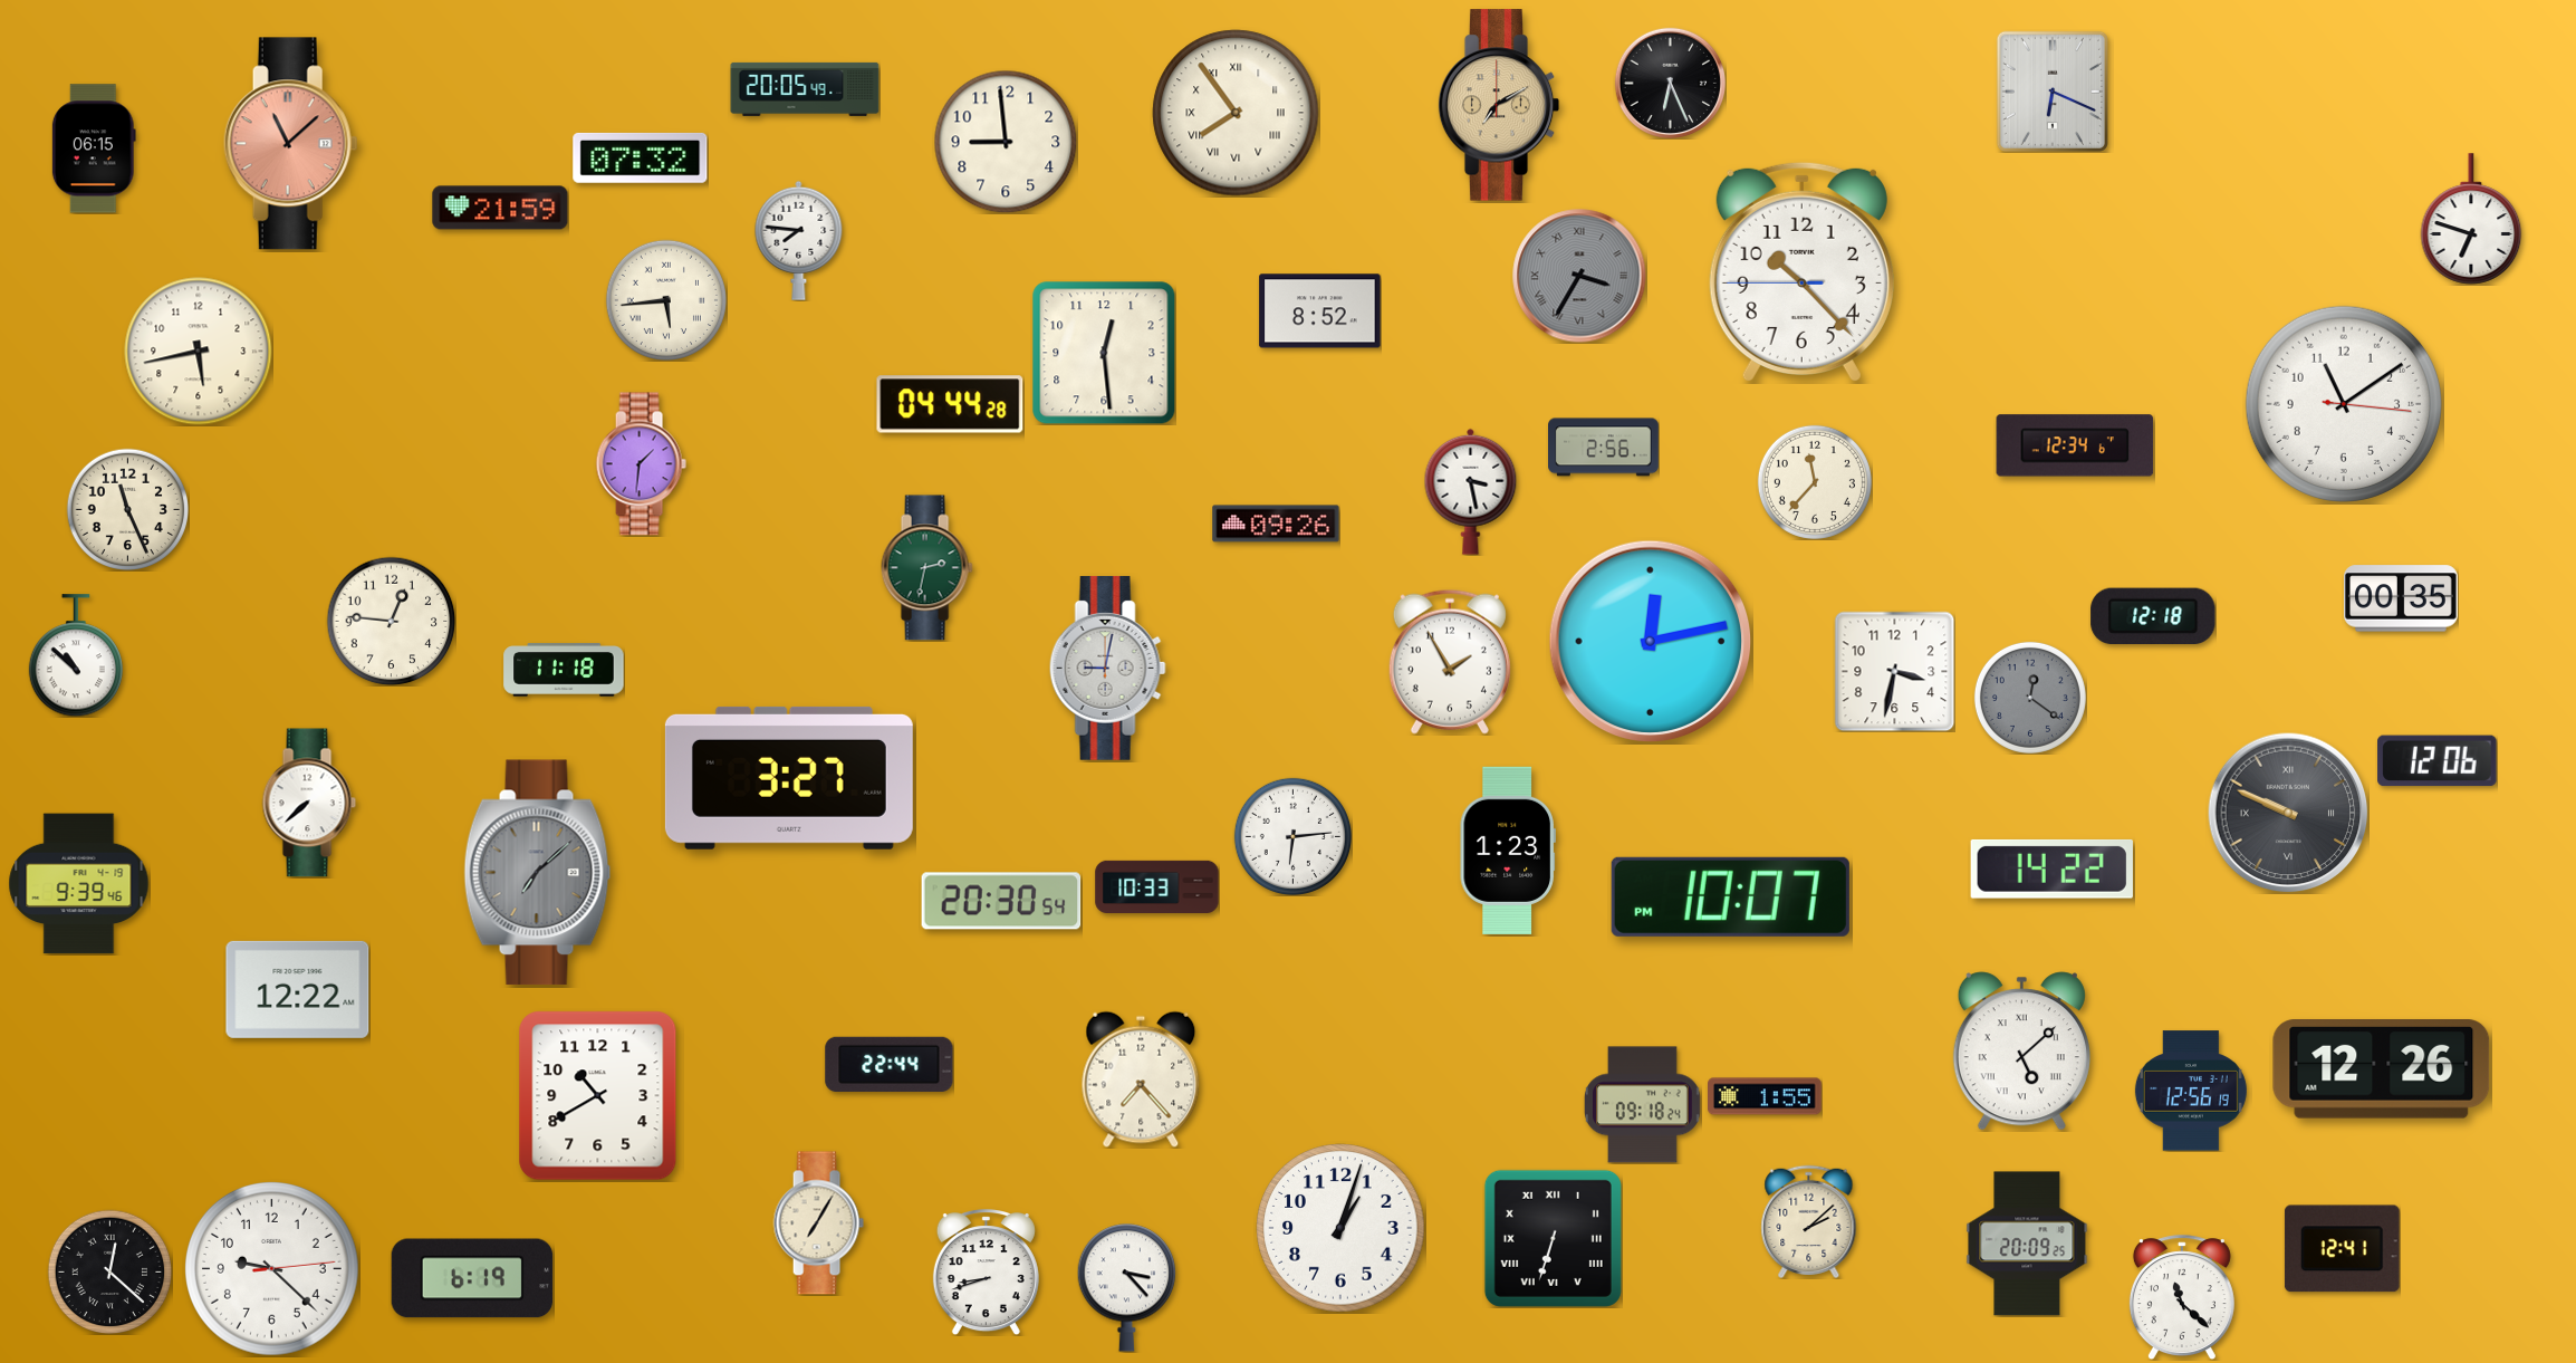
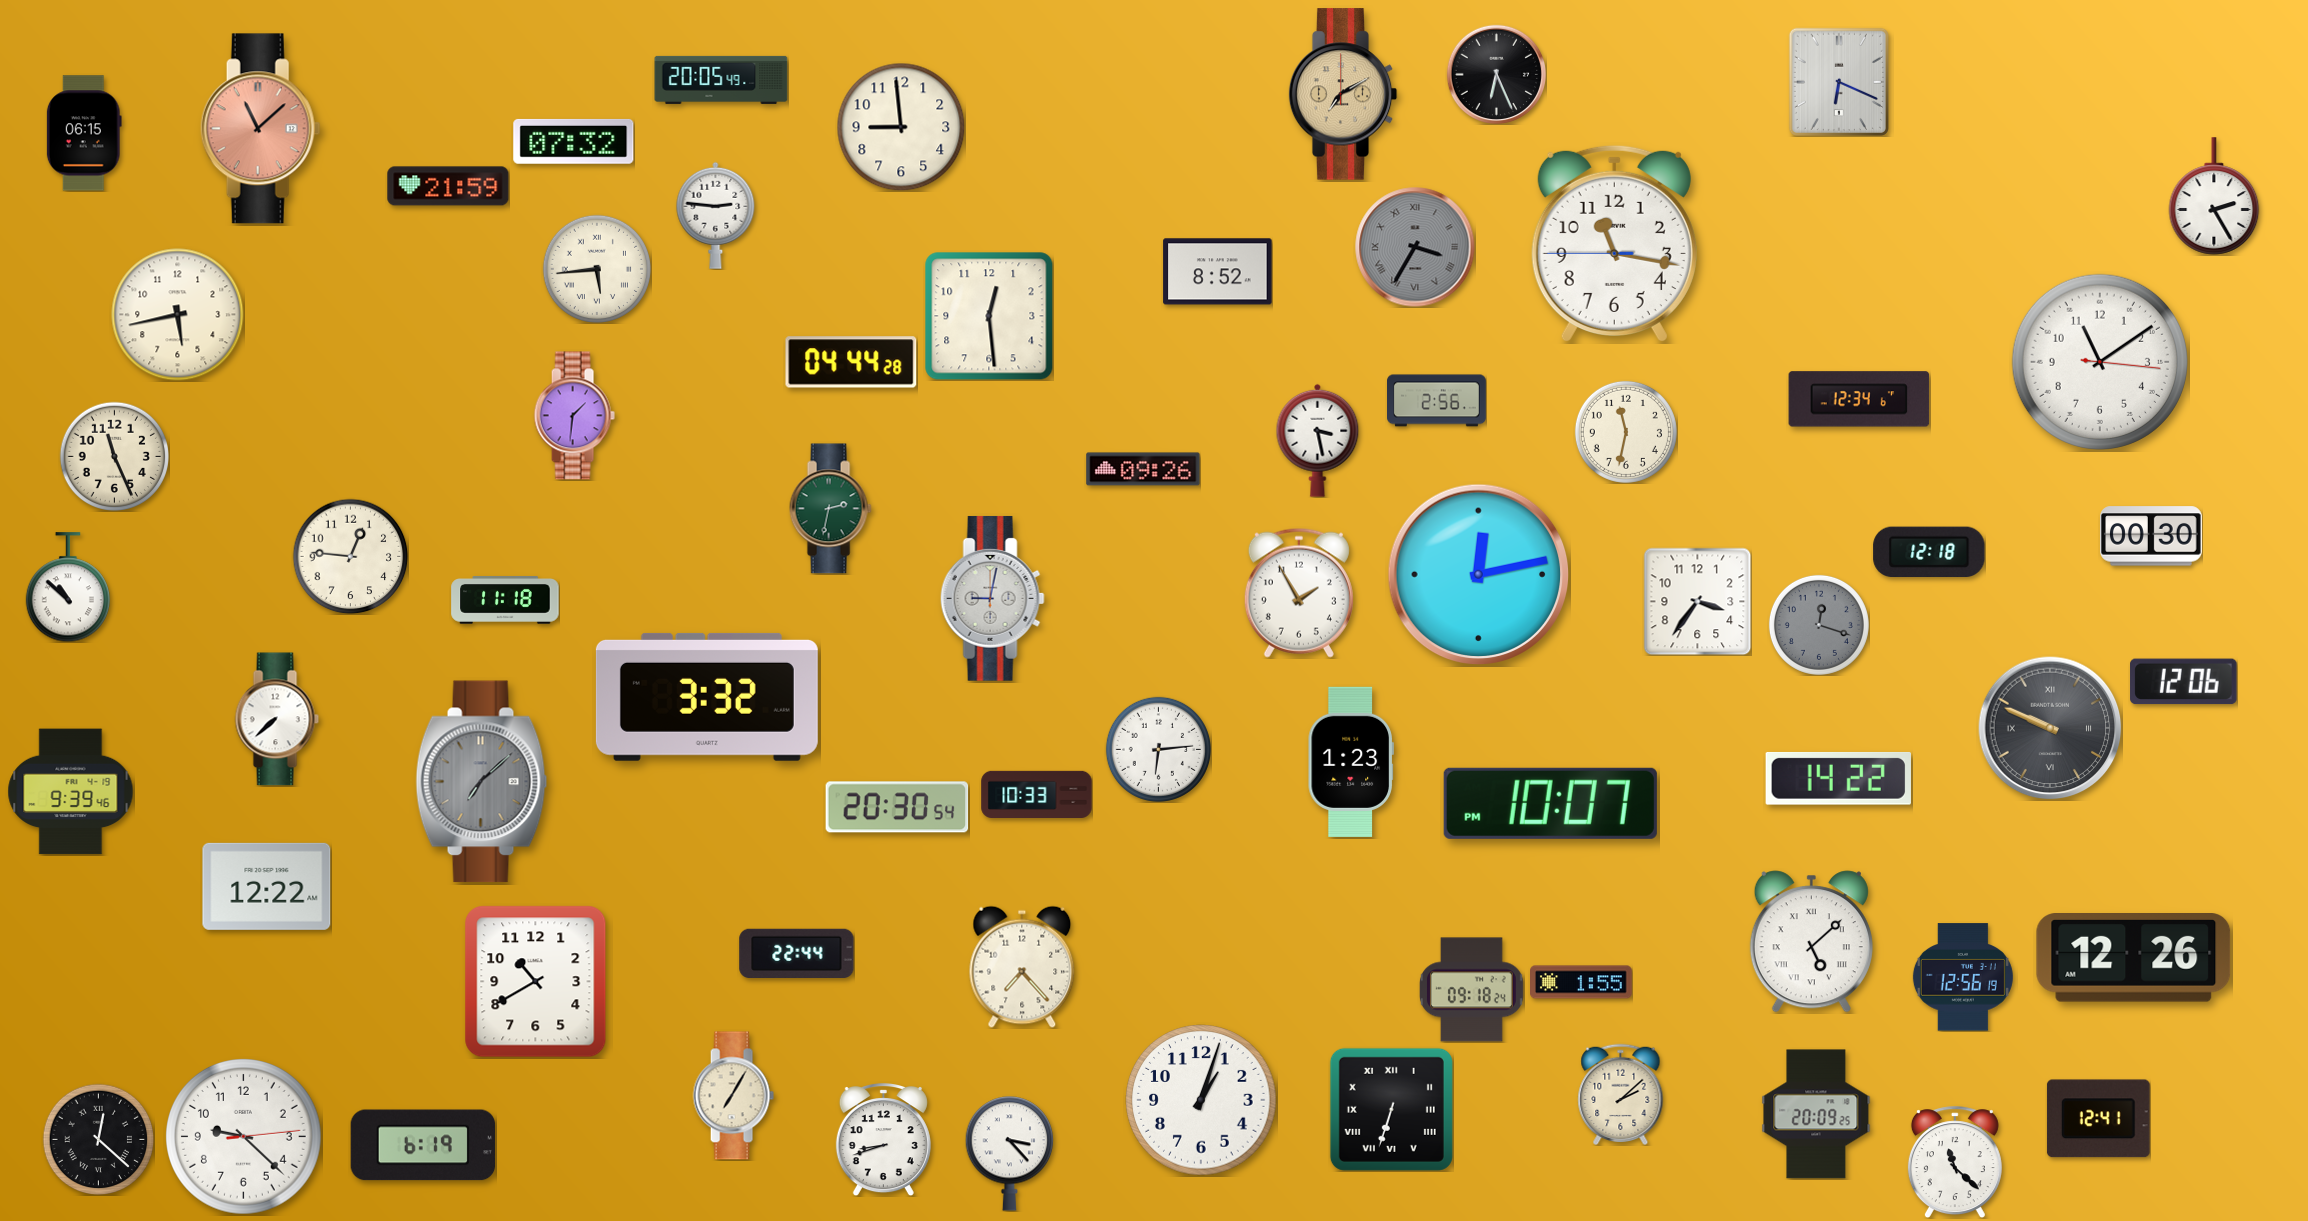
clock at (1236, 113): 7:54 -> none
clock at (2471, 219): 6:48 -> 2:25
clock at (799, 240): 7:46 -> 2:46
clock at (1801, 271): 10:22 -> 11:16
clock at (1320, 311) position: (1320, 311) -> (1218, 272)
clock at (1815, 482): 11:37 -> 11:32
clock at (2402, 598): 00:35 -> 00:30
clock at (1894, 671): 3:32 -> 3:36
clock at (2030, 698): 12:21 -> 12:18
clock at (789, 778): 3:27 -> 3:32
